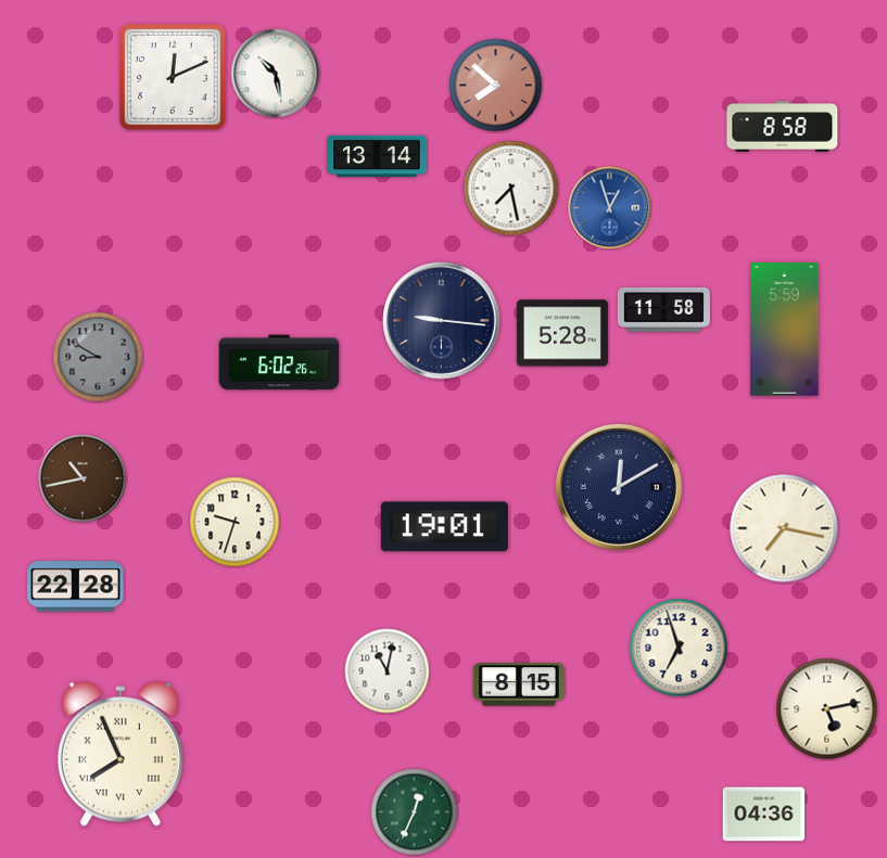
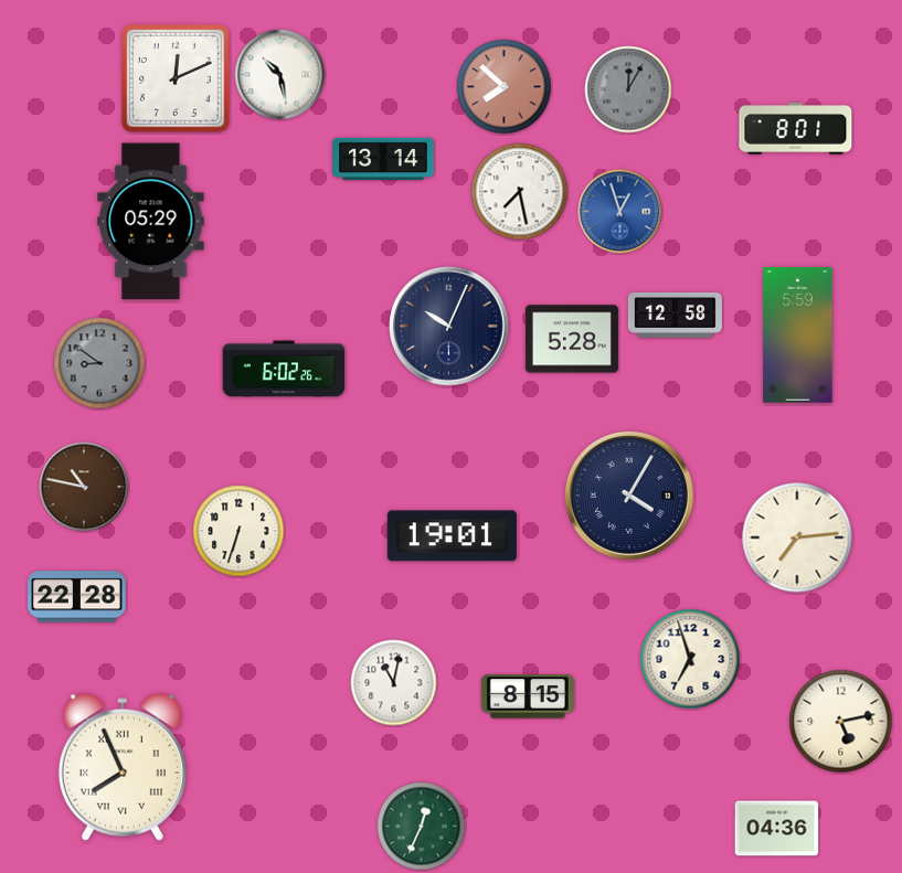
clock at (628, 89): none -> 12:05
clock at (783, 127): 8:58 -> 8:01
clock at (151, 222): none -> 05:29
clock at (663, 310): 11:58 -> 12:58
clock at (442, 321): 9:16 -> 10:04
clock at (98, 357): 8:50 -> 8:51
clock at (83, 478): 10:43 -> 10:47
clock at (619, 487): 12:10 -> 4:05
clock at (235, 522): 9:33 -> 6:33
clock at (784, 528): 7:17 -> 7:14
